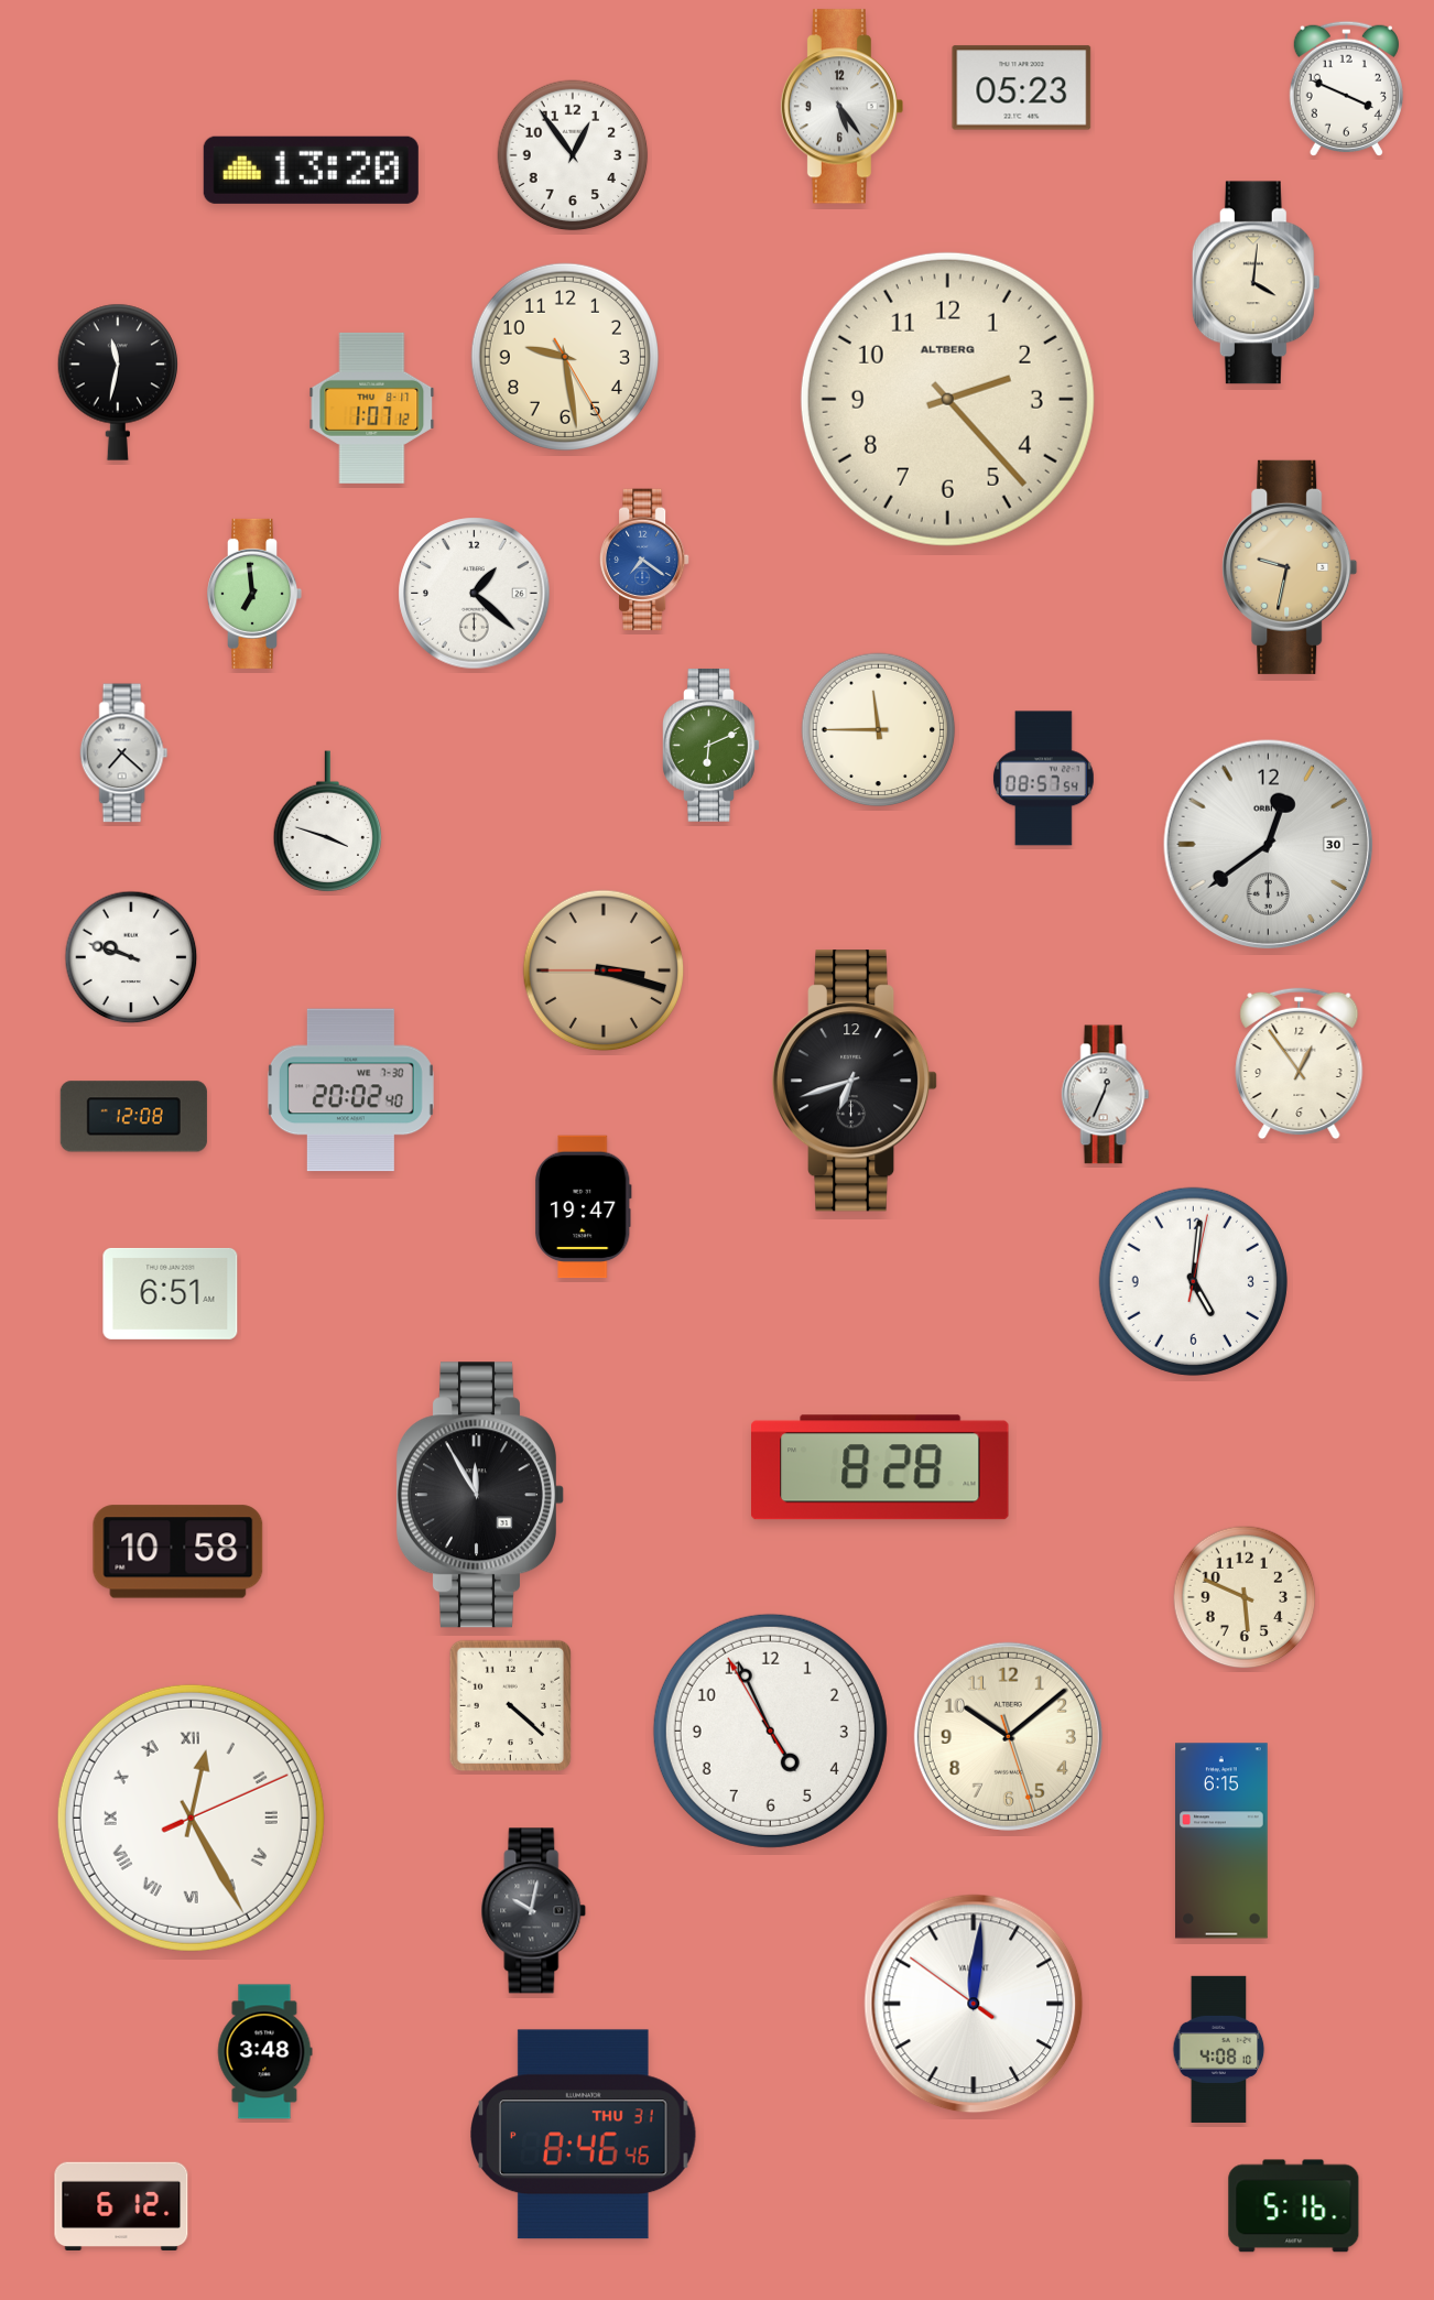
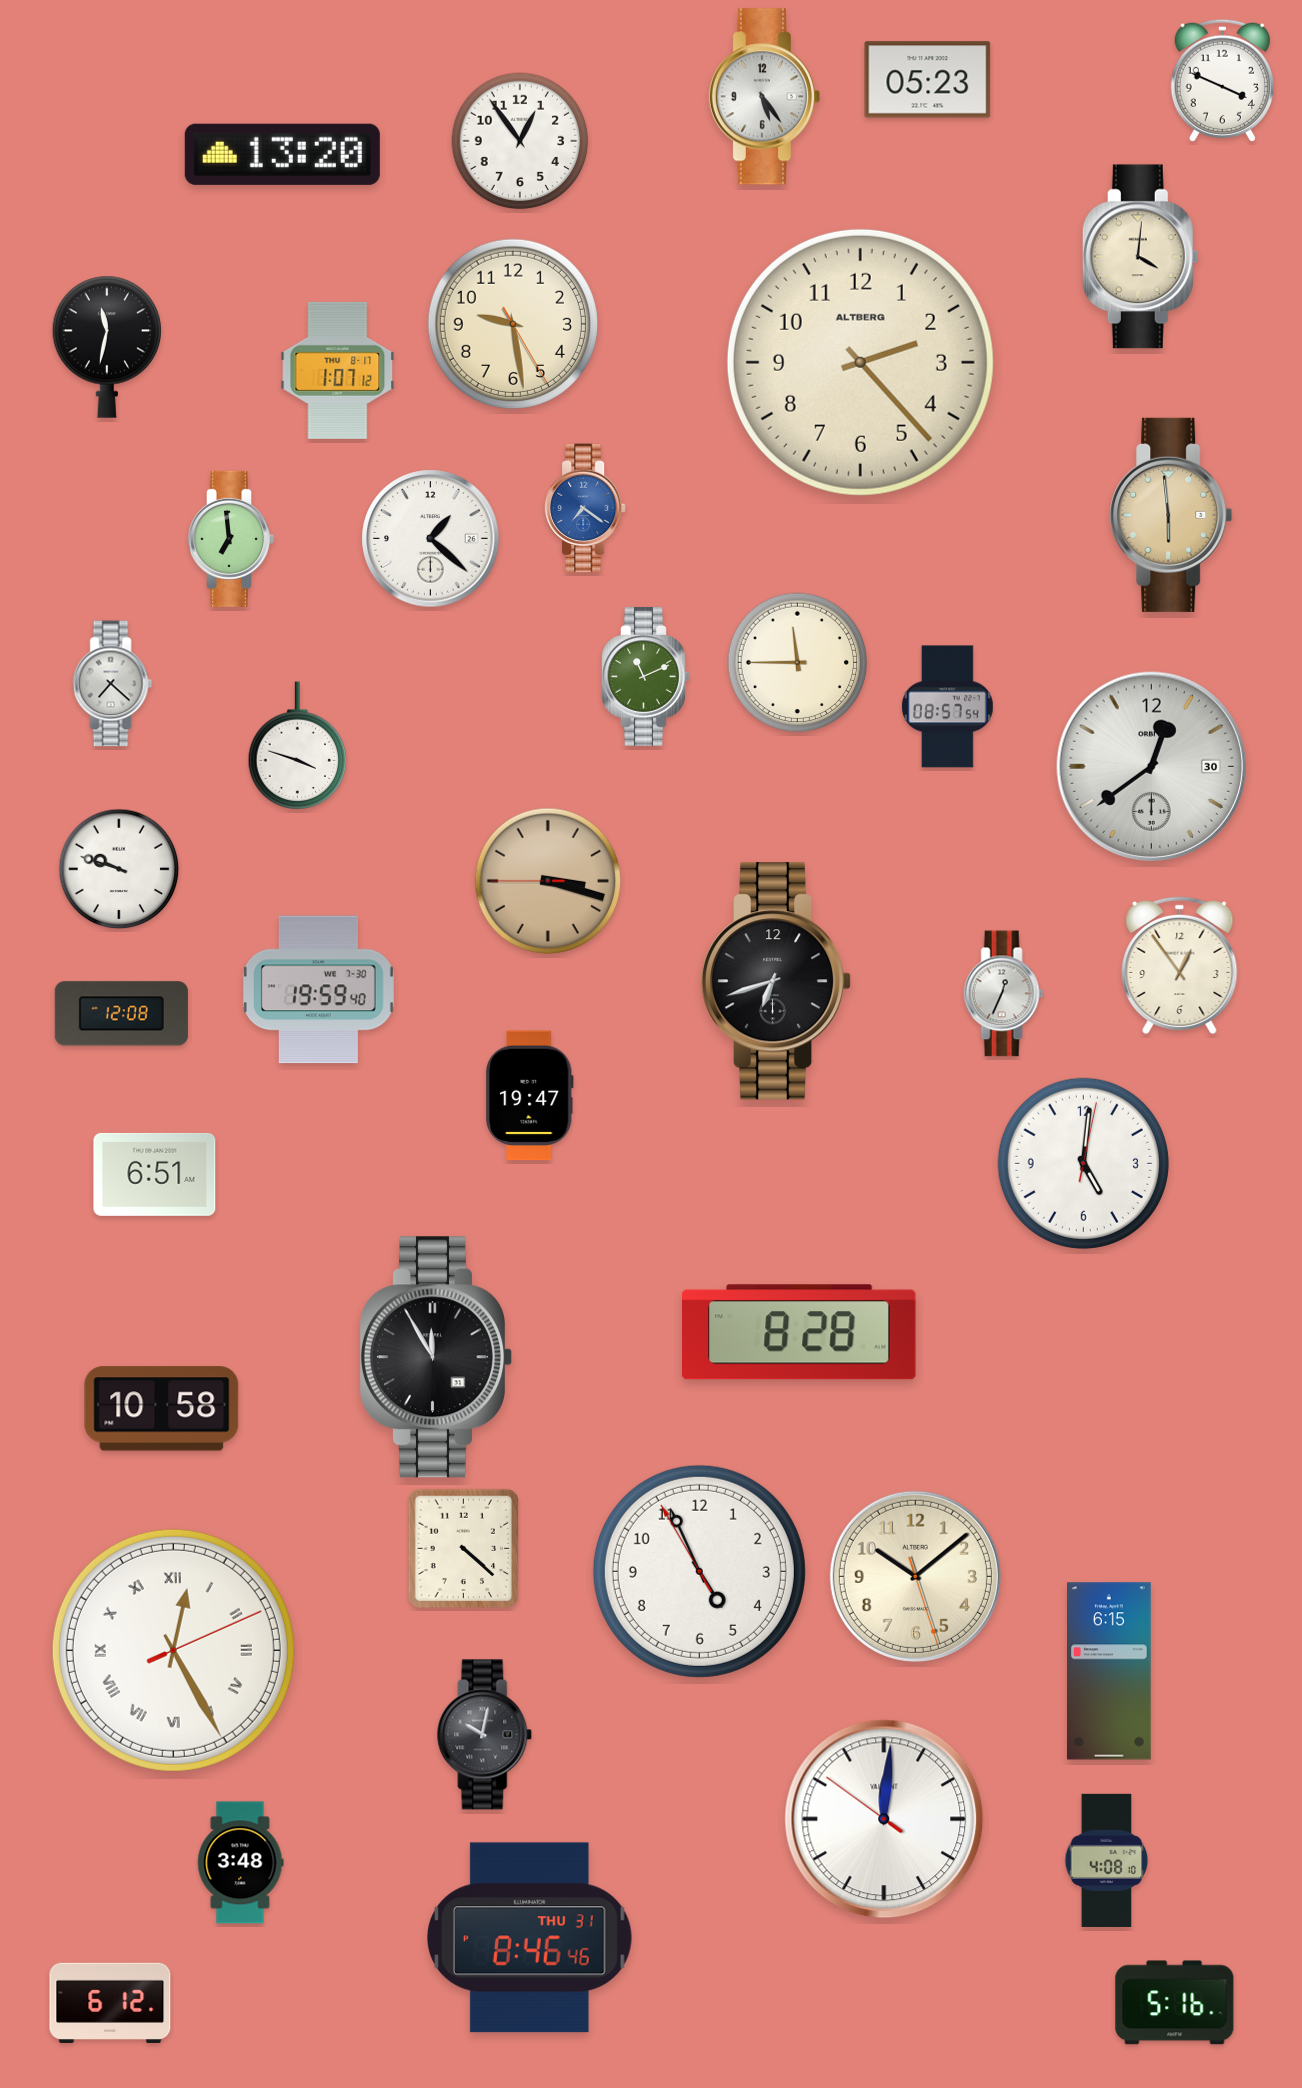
clock at (1290, 567): 9:32 -> 5:59
clock at (711, 745): 6:11 -> 11:11
clock at (350, 1091): 20:02 -> 19:59
clock at (1245, 1597): 5:49 -> none
